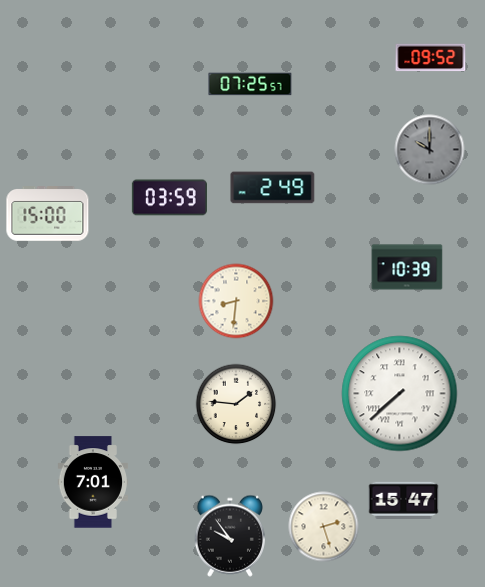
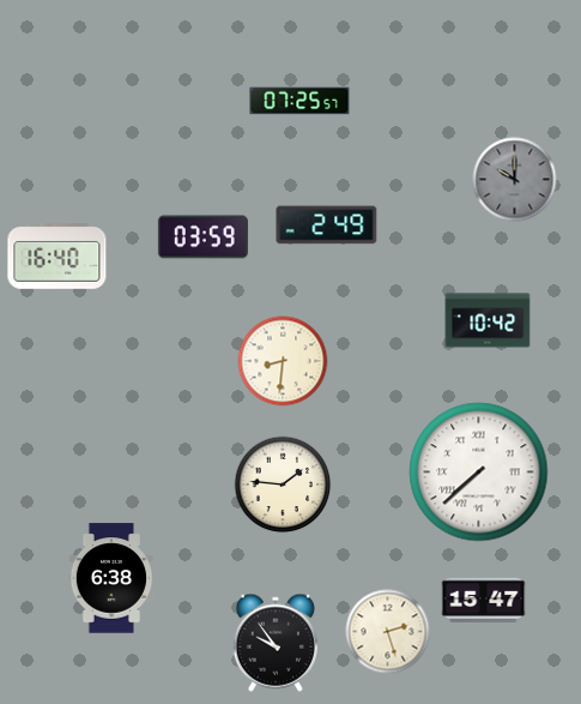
clock at (431, 58): 09:52 -> none
clock at (48, 214): 15:00 -> 16:40
clock at (407, 267): 10:39 -> 10:42
clock at (92, 482): 7:01 -> 6:38
